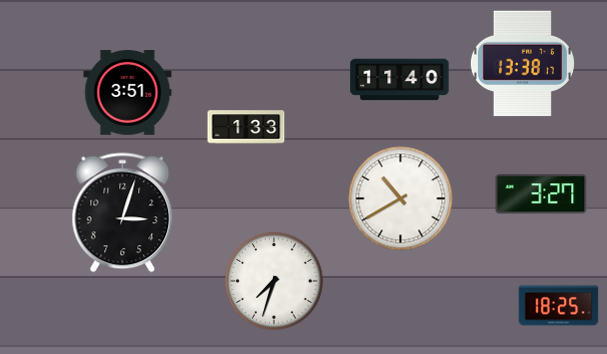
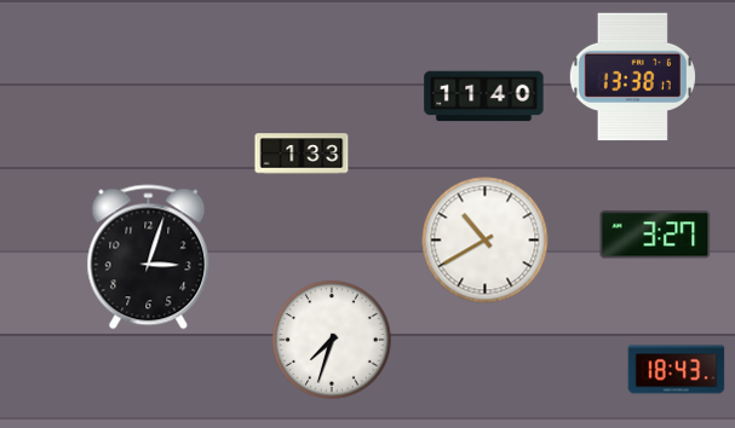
clock at (128, 93): 3:51 -> none
clock at (246, 127) position: (246, 127) -> (302, 154)
clock at (559, 306): 18:25 -> 18:43
